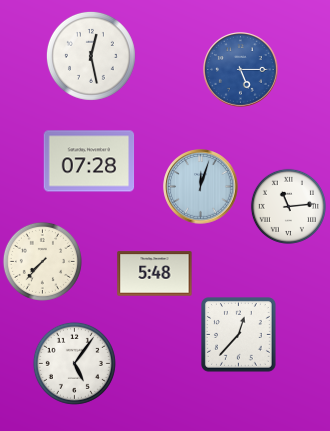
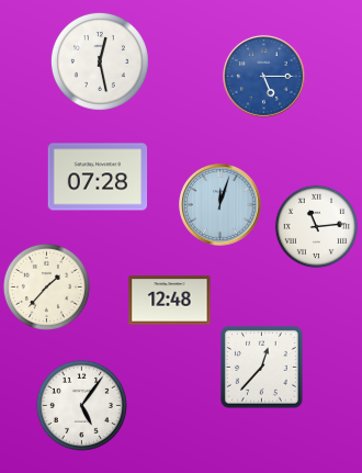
clock at (42, 261): 7:37 -> 1:37
clock at (155, 274): 5:48 -> 12:48
clock at (74, 363) position: (74, 363) -> (81, 405)
